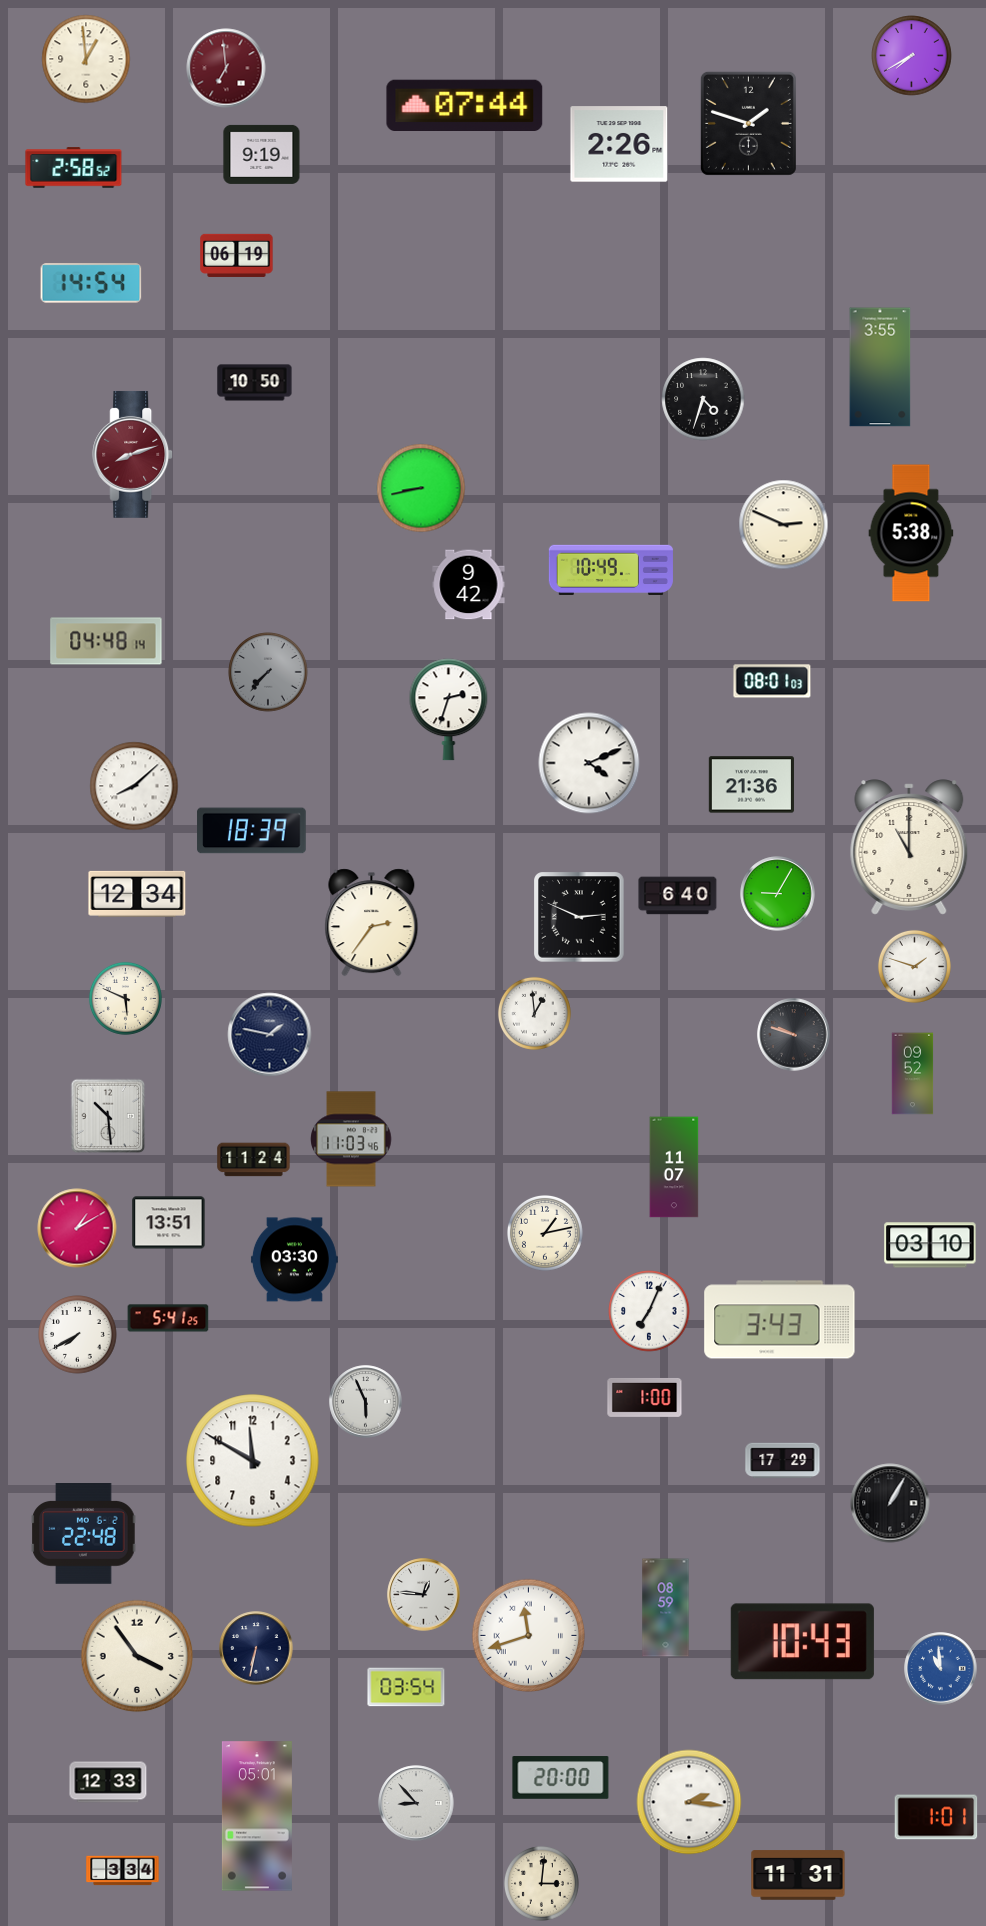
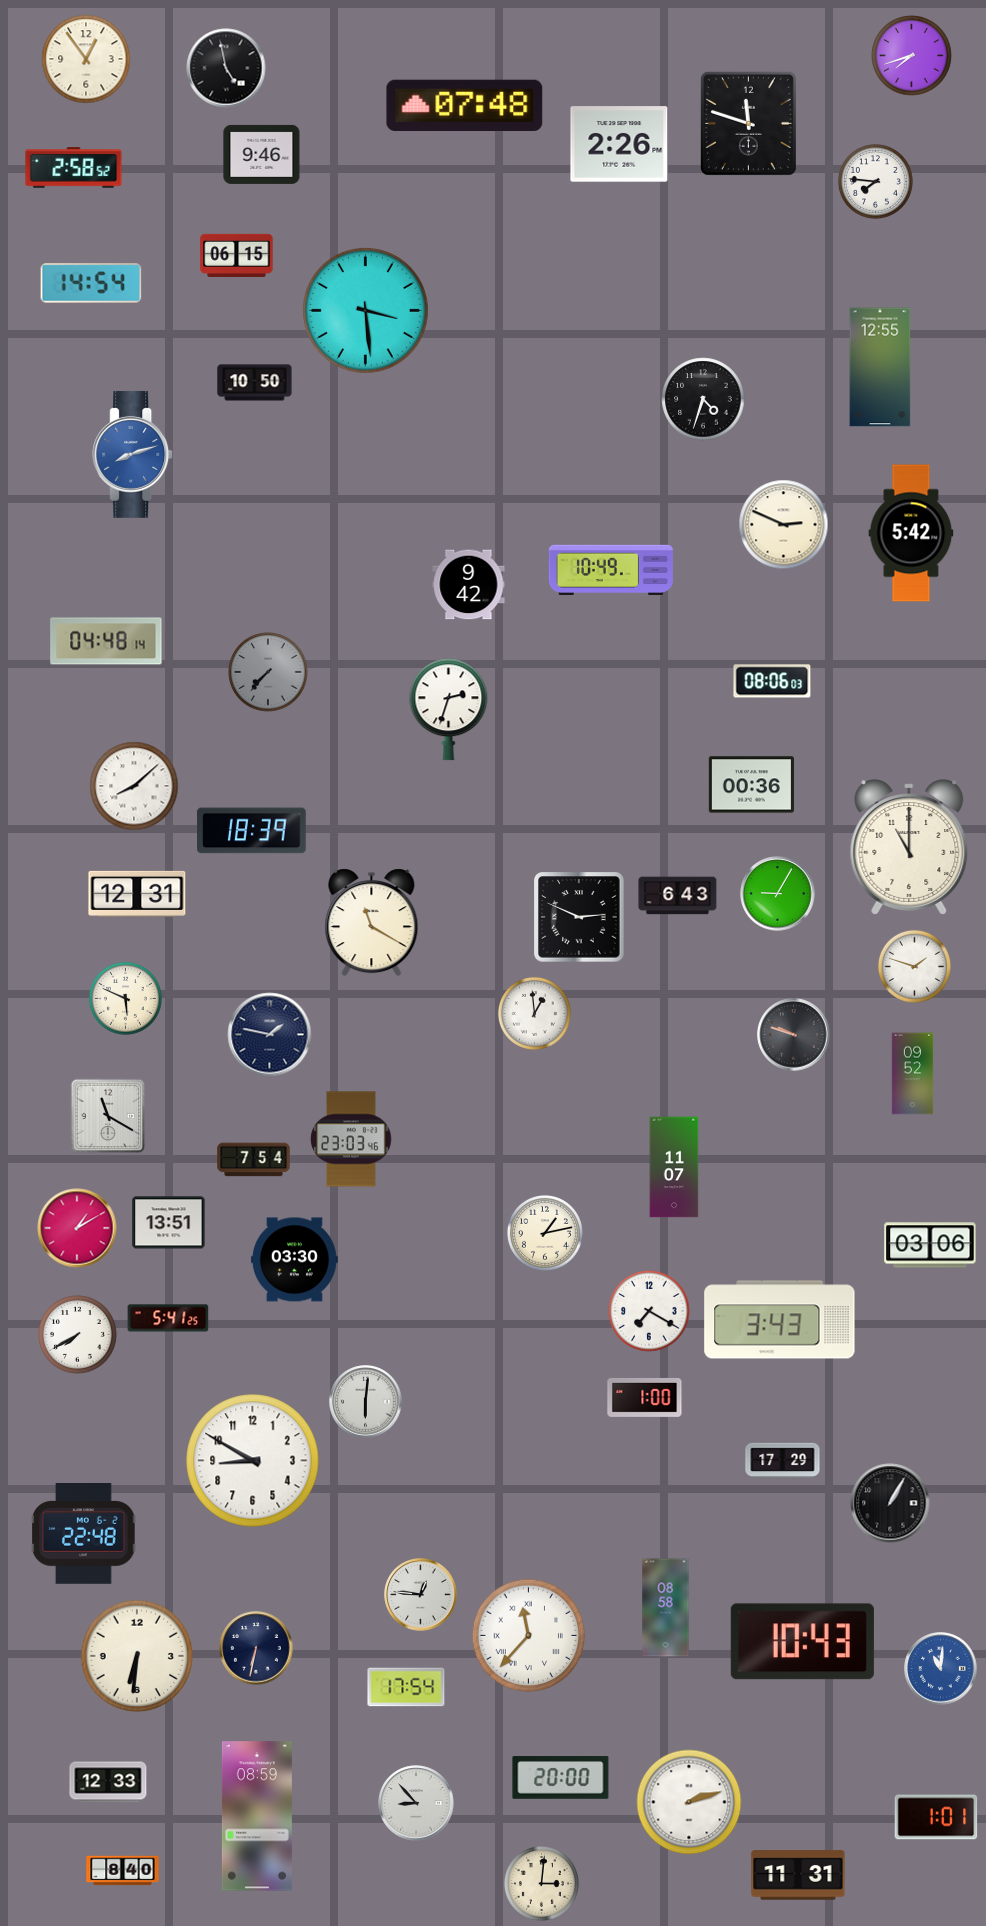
clock at (912, 56): 7:40 -> 7:42
clock at (86, 59): 12:59 -> 12:54
clock at (226, 68): 6:59 -> 4:58
clock at (226, 68) dial: burgundy -> black
clock at (465, 105): 07:44 -> 07:48
clock at (748, 123): 1:48 -> 11:48
clock at (262, 154): 9:19 -> 9:46
clock at (875, 181): none -> 7:46
clock at (237, 255): 06:19 -> 06:15
clock at (365, 310): none -> 3:29
clock at (880, 367): 3:55 -> 12:55
clock at (133, 454) dial: burgundy -> blue
clock at (421, 488): 8:43 -> none
clock at (911, 533): 5:38 -> 5:42
clock at (772, 681): 08:01 -> 08:06
clock at (589, 763): 4:11 -> none
clock at (751, 785): 21:36 -> 00:36
clock at (137, 894): 12:34 -> 12:31
clock at (678, 896): 6:40 -> 6:43
clock at (372, 923): 2:36 -> 11:20
clock at (108, 1116): 10:29 -> 11:20
clock at (351, 1139): 11:03 -> 23:03
clock at (254, 1160): 11:24 -> 7:54
clock at (930, 1245): 03:10 -> 03:06
clock at (649, 1311): 7:04 -> 7:20
clock at (366, 1402): 5:56 -> 6:01
clock at (253, 1461): 11:50 -> 8:50
clock at (424, 1595) position: (424, 1595) -> (421, 1595)
clock at (666, 1608): 08:59 -> 08:58
clock at (529, 1636): 11:42 -> 11:37
clock at (137, 1656): 3:54 -> 6:31
clock at (941, 1669): 10:59 -> 11:01
clock at (406, 1687): 03:54 -> 17:54
clock at (689, 1802): 2:16 -> 2:12
clock at (257, 1816): 05:01 -> 08:59
clock at (123, 1871): 3:34 -> 8:40
